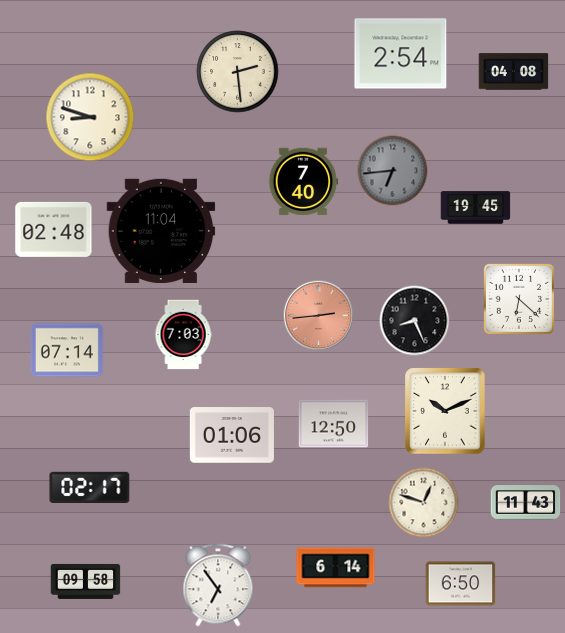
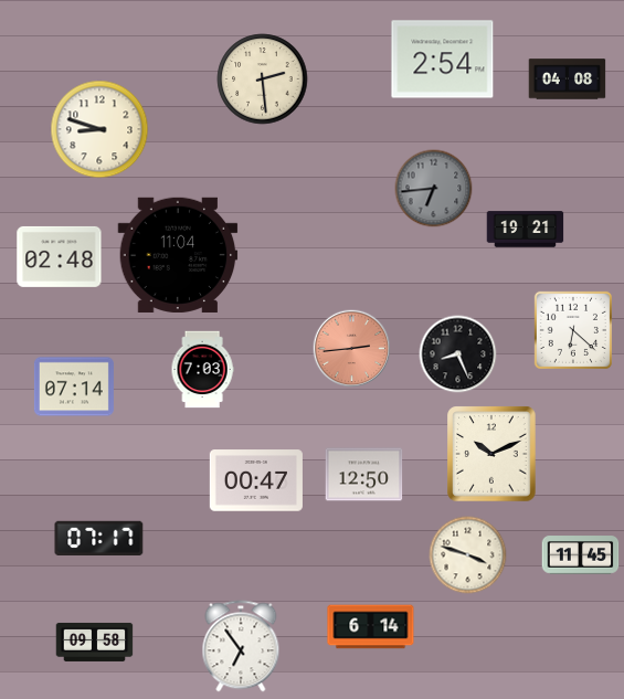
clock at (303, 182): 7:40 -> none
clock at (476, 208): 19:45 -> 19:21
clock at (54, 229) position: (54, 229) -> (60, 256)
clock at (334, 424) position: (334, 424) -> (364, 475)
clock at (232, 435): 01:06 -> 00:47
clock at (90, 487): 02:17 -> 07:17
clock at (424, 503): 12:48 -> 3:48
clock at (526, 503): 11:43 -> 11:45
clock at (461, 584): 6:50 -> none
